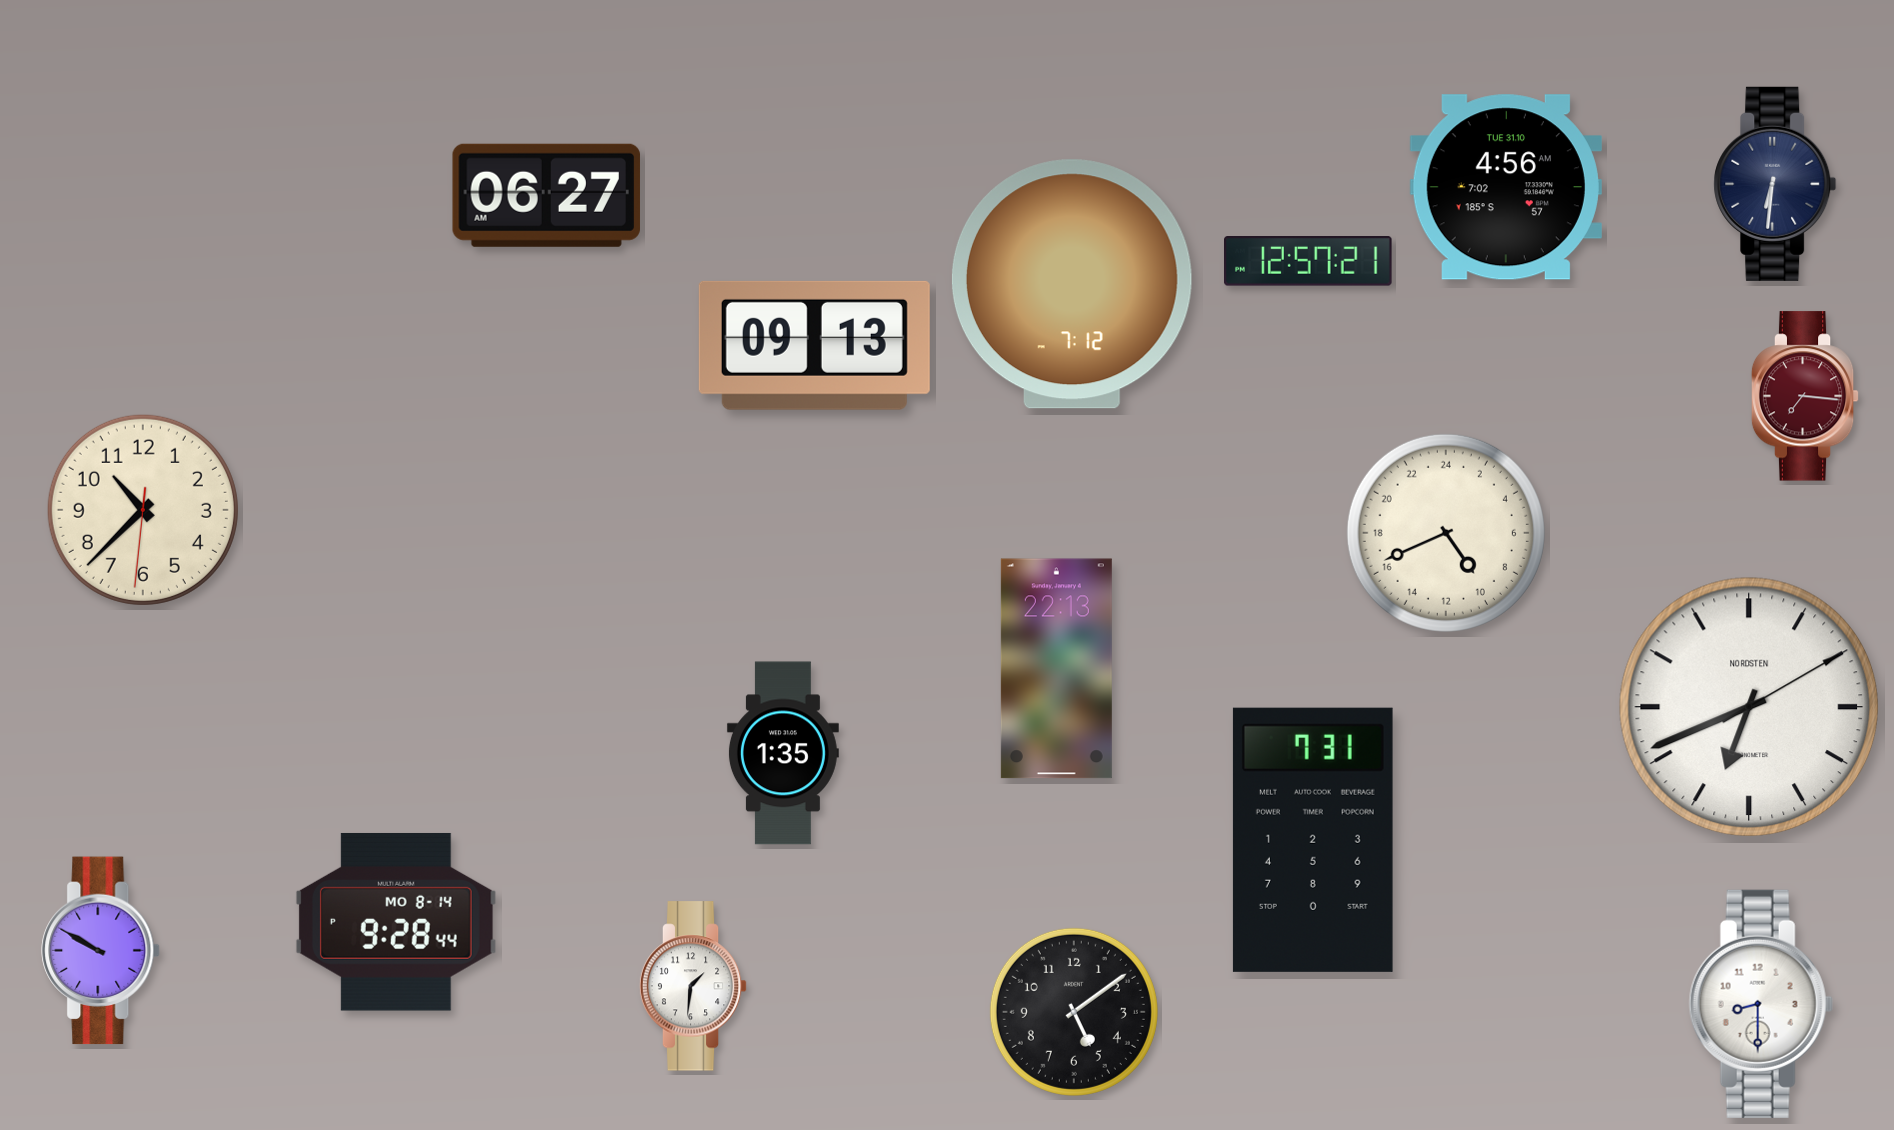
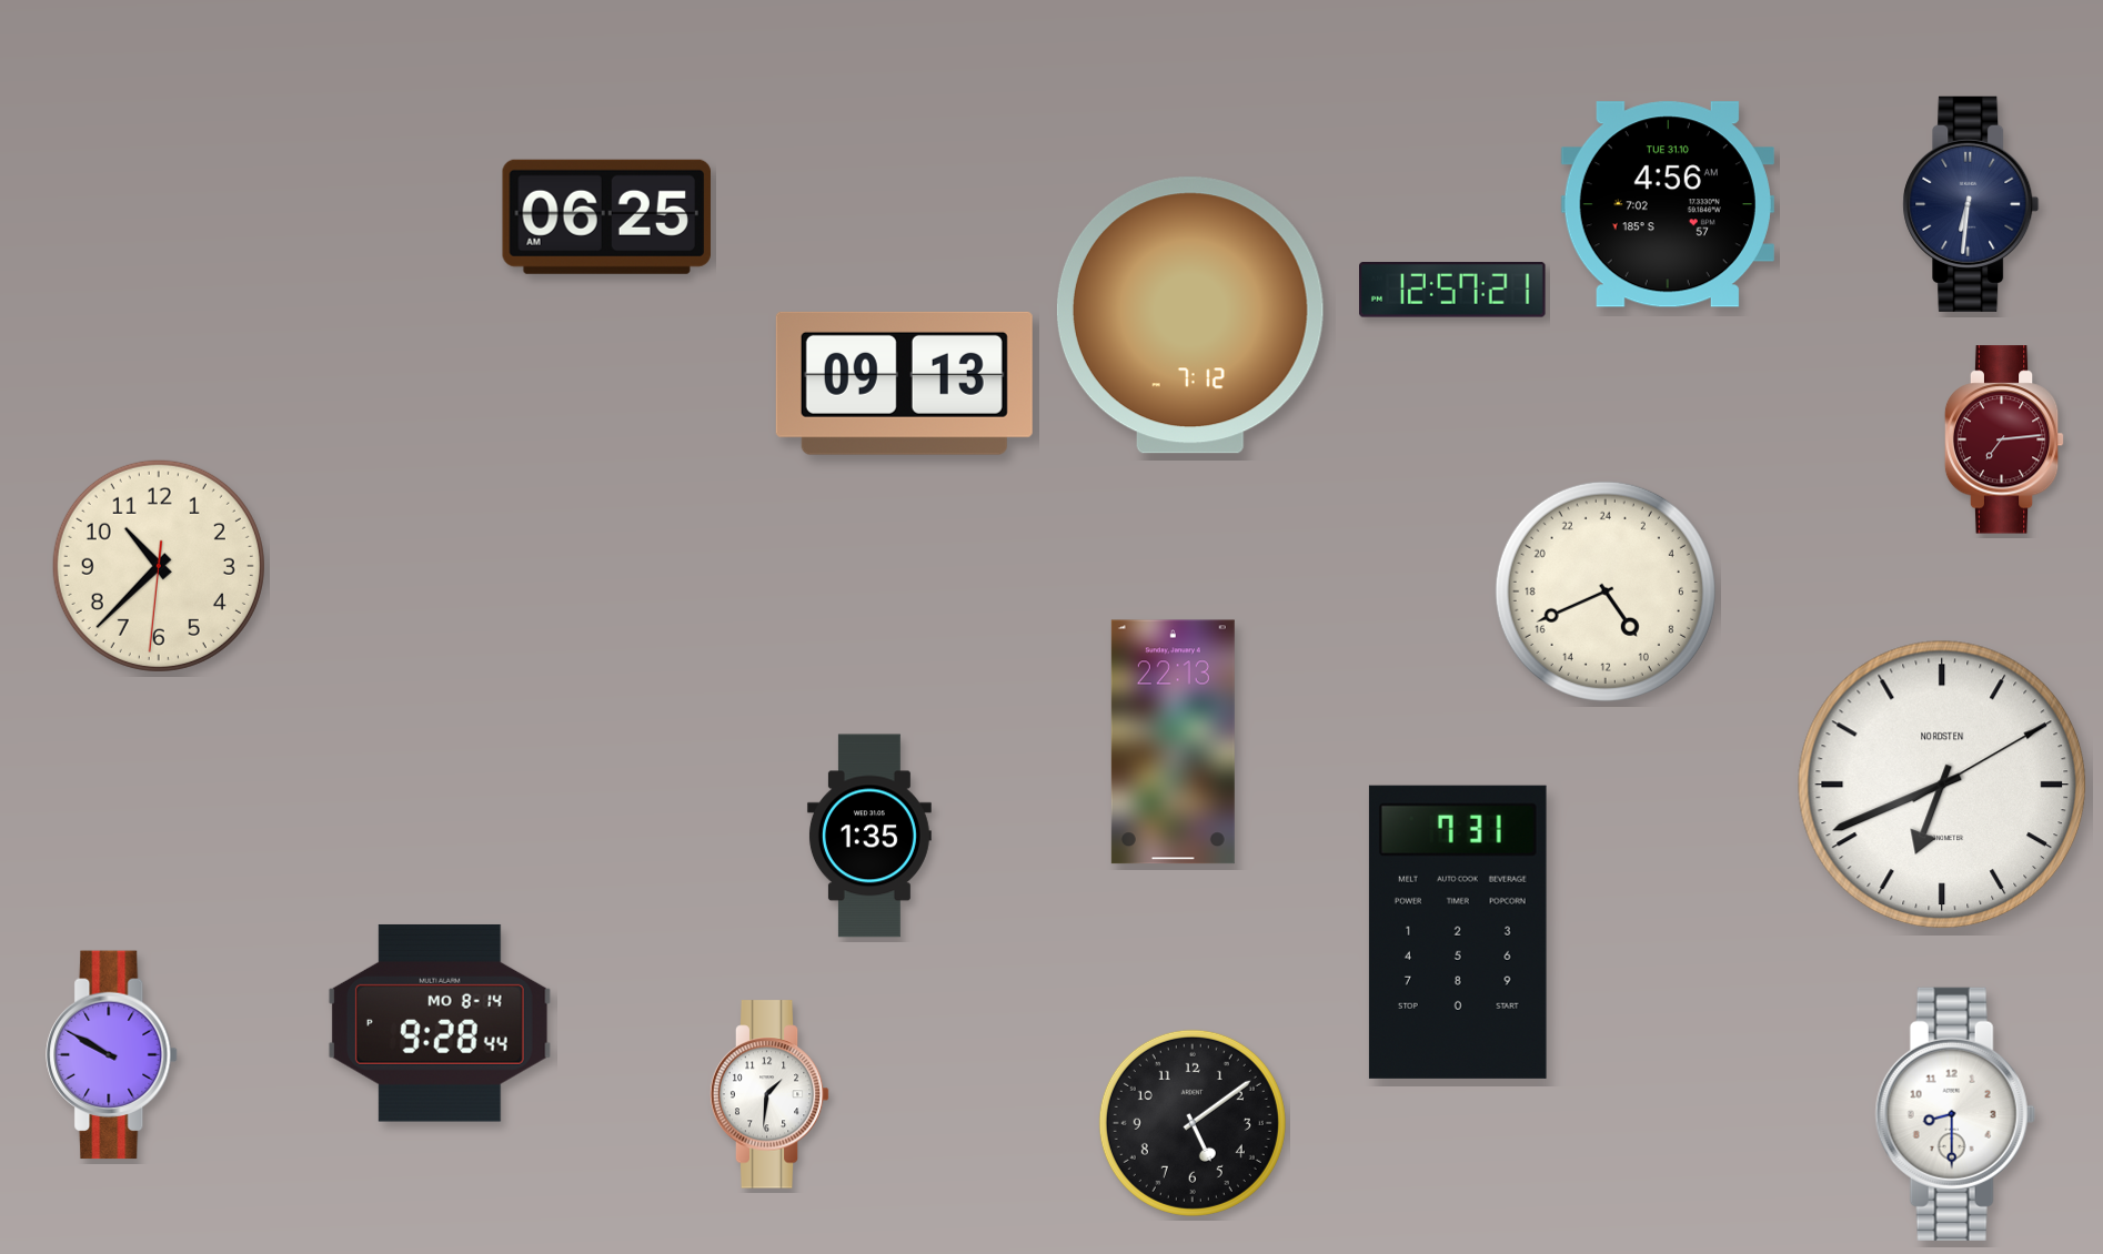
clock at (1506, 187) position: (1506, 187) -> (1668, 204)
clock at (546, 195): 06:27 -> 06:25
clock at (1805, 396): 7:16 -> 7:14
